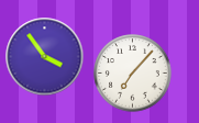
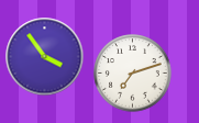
clock at (133, 74): 7:07 -> 7:12
